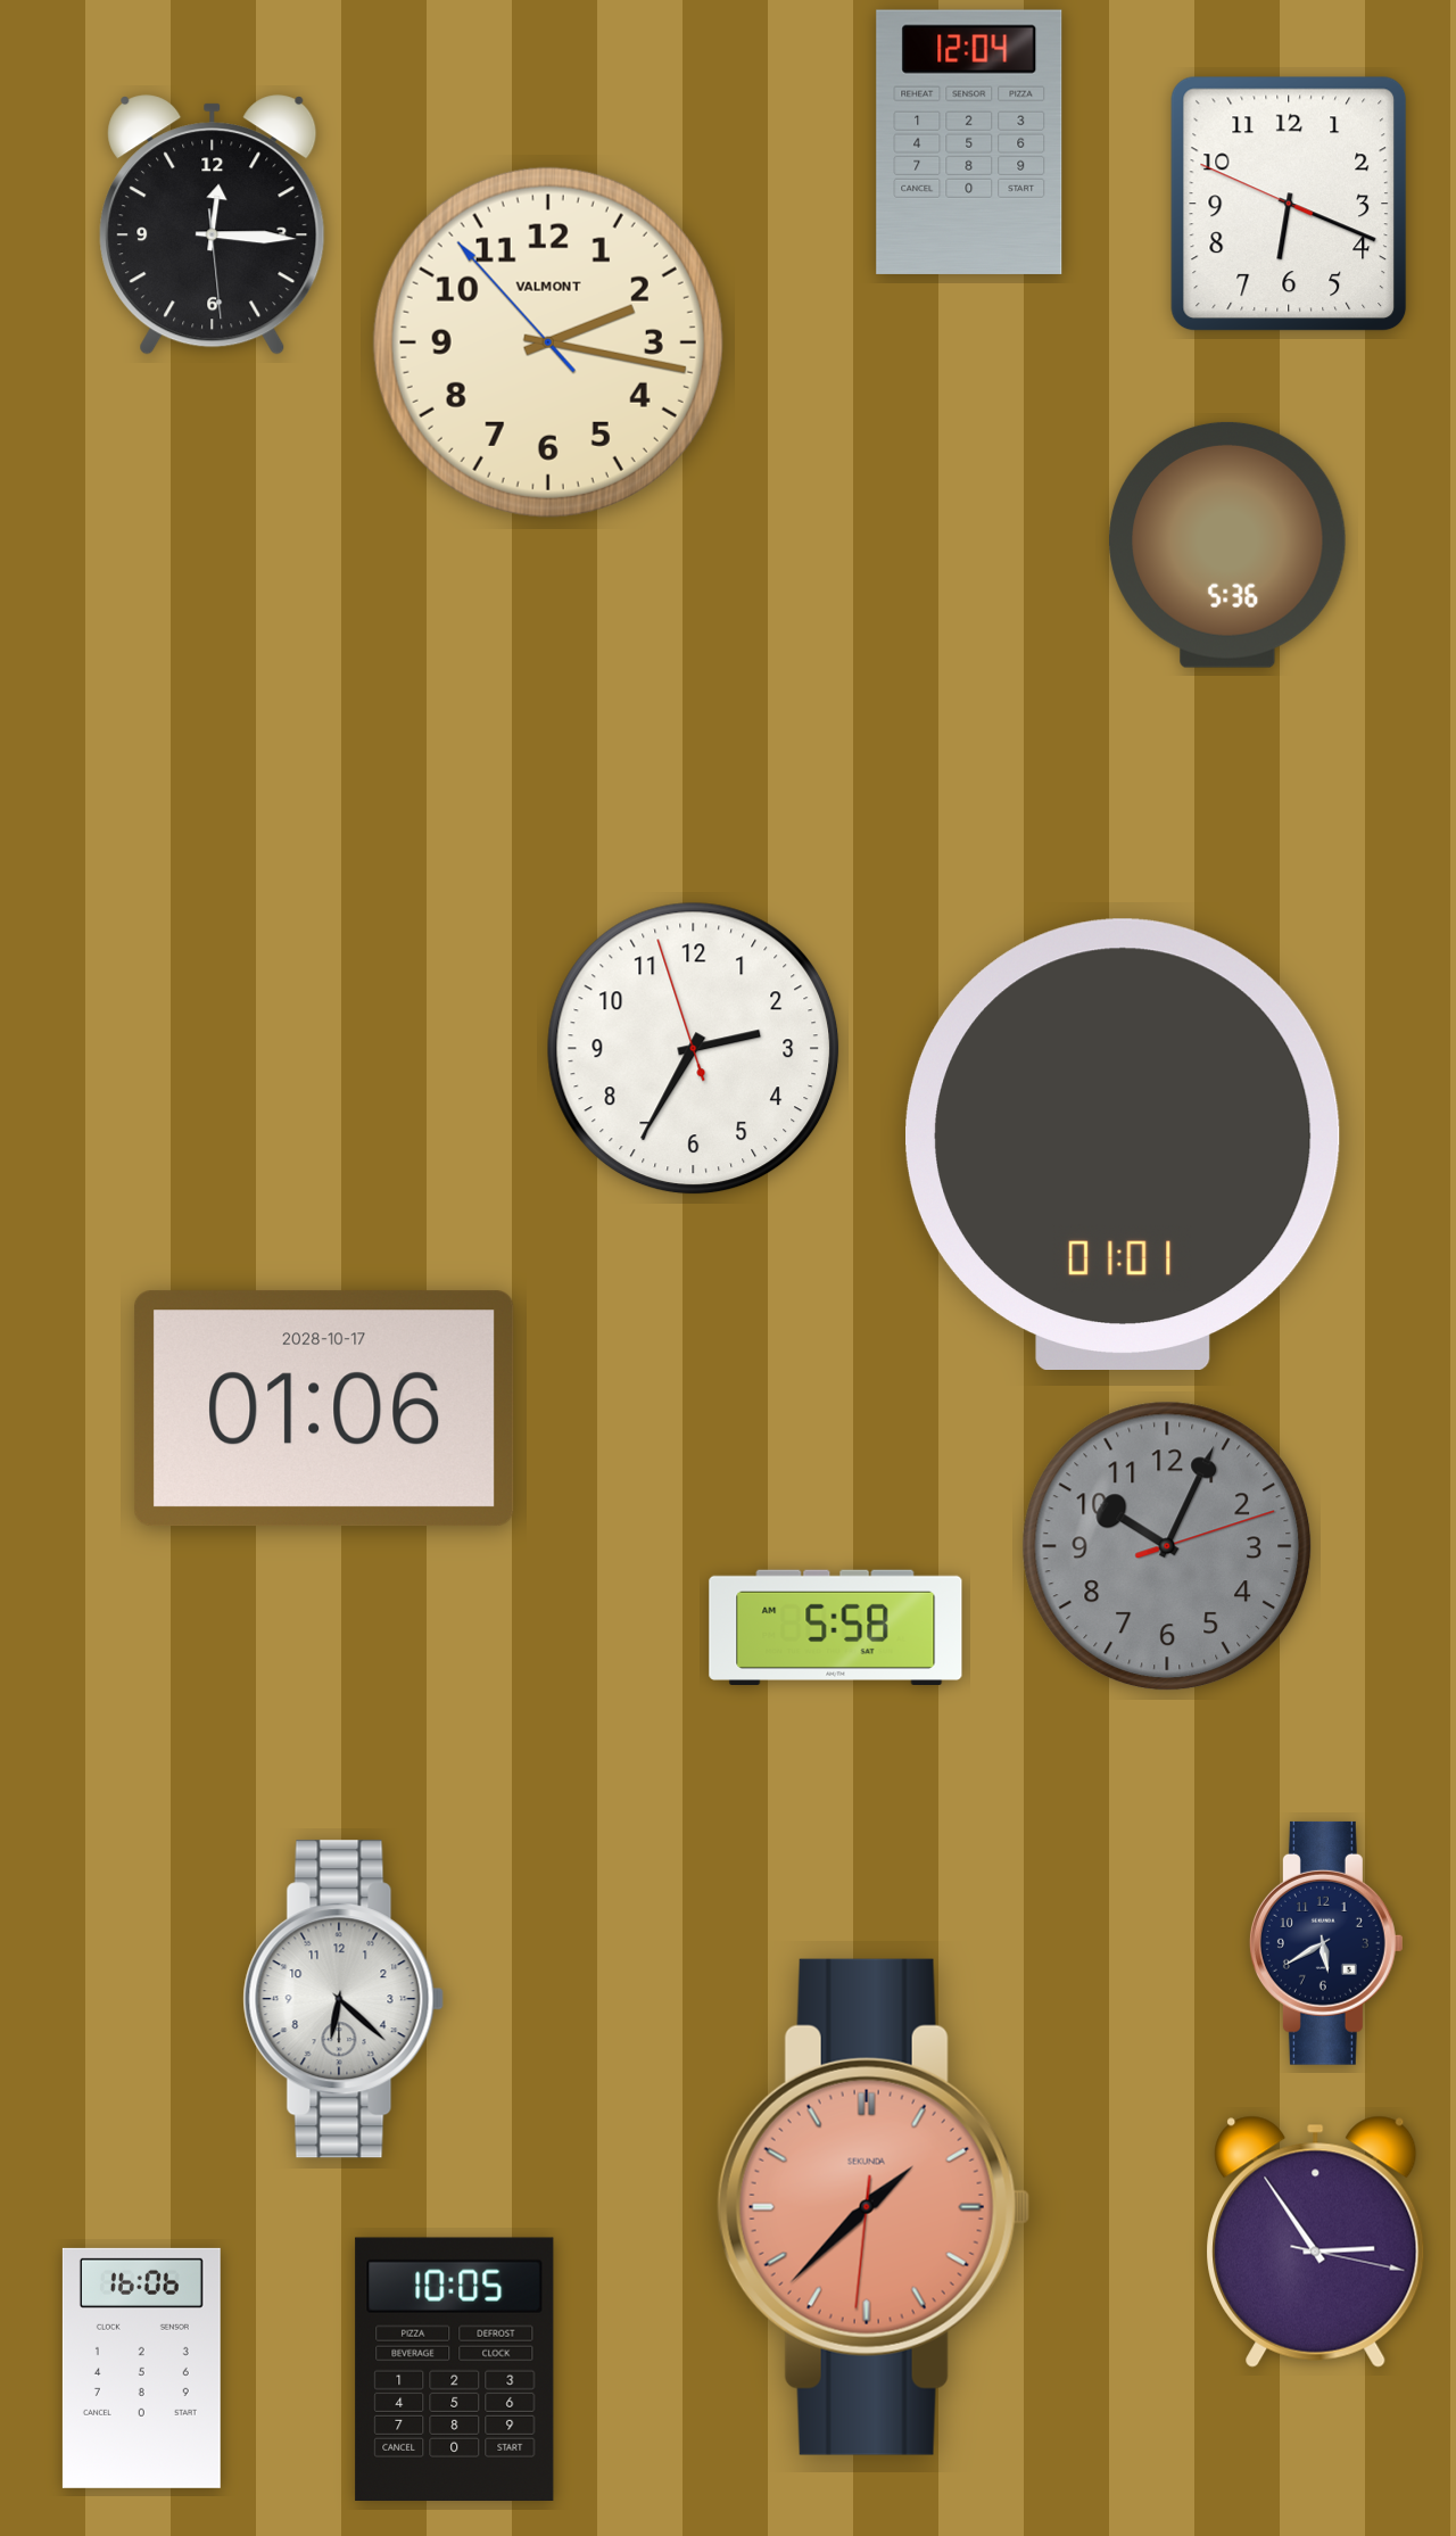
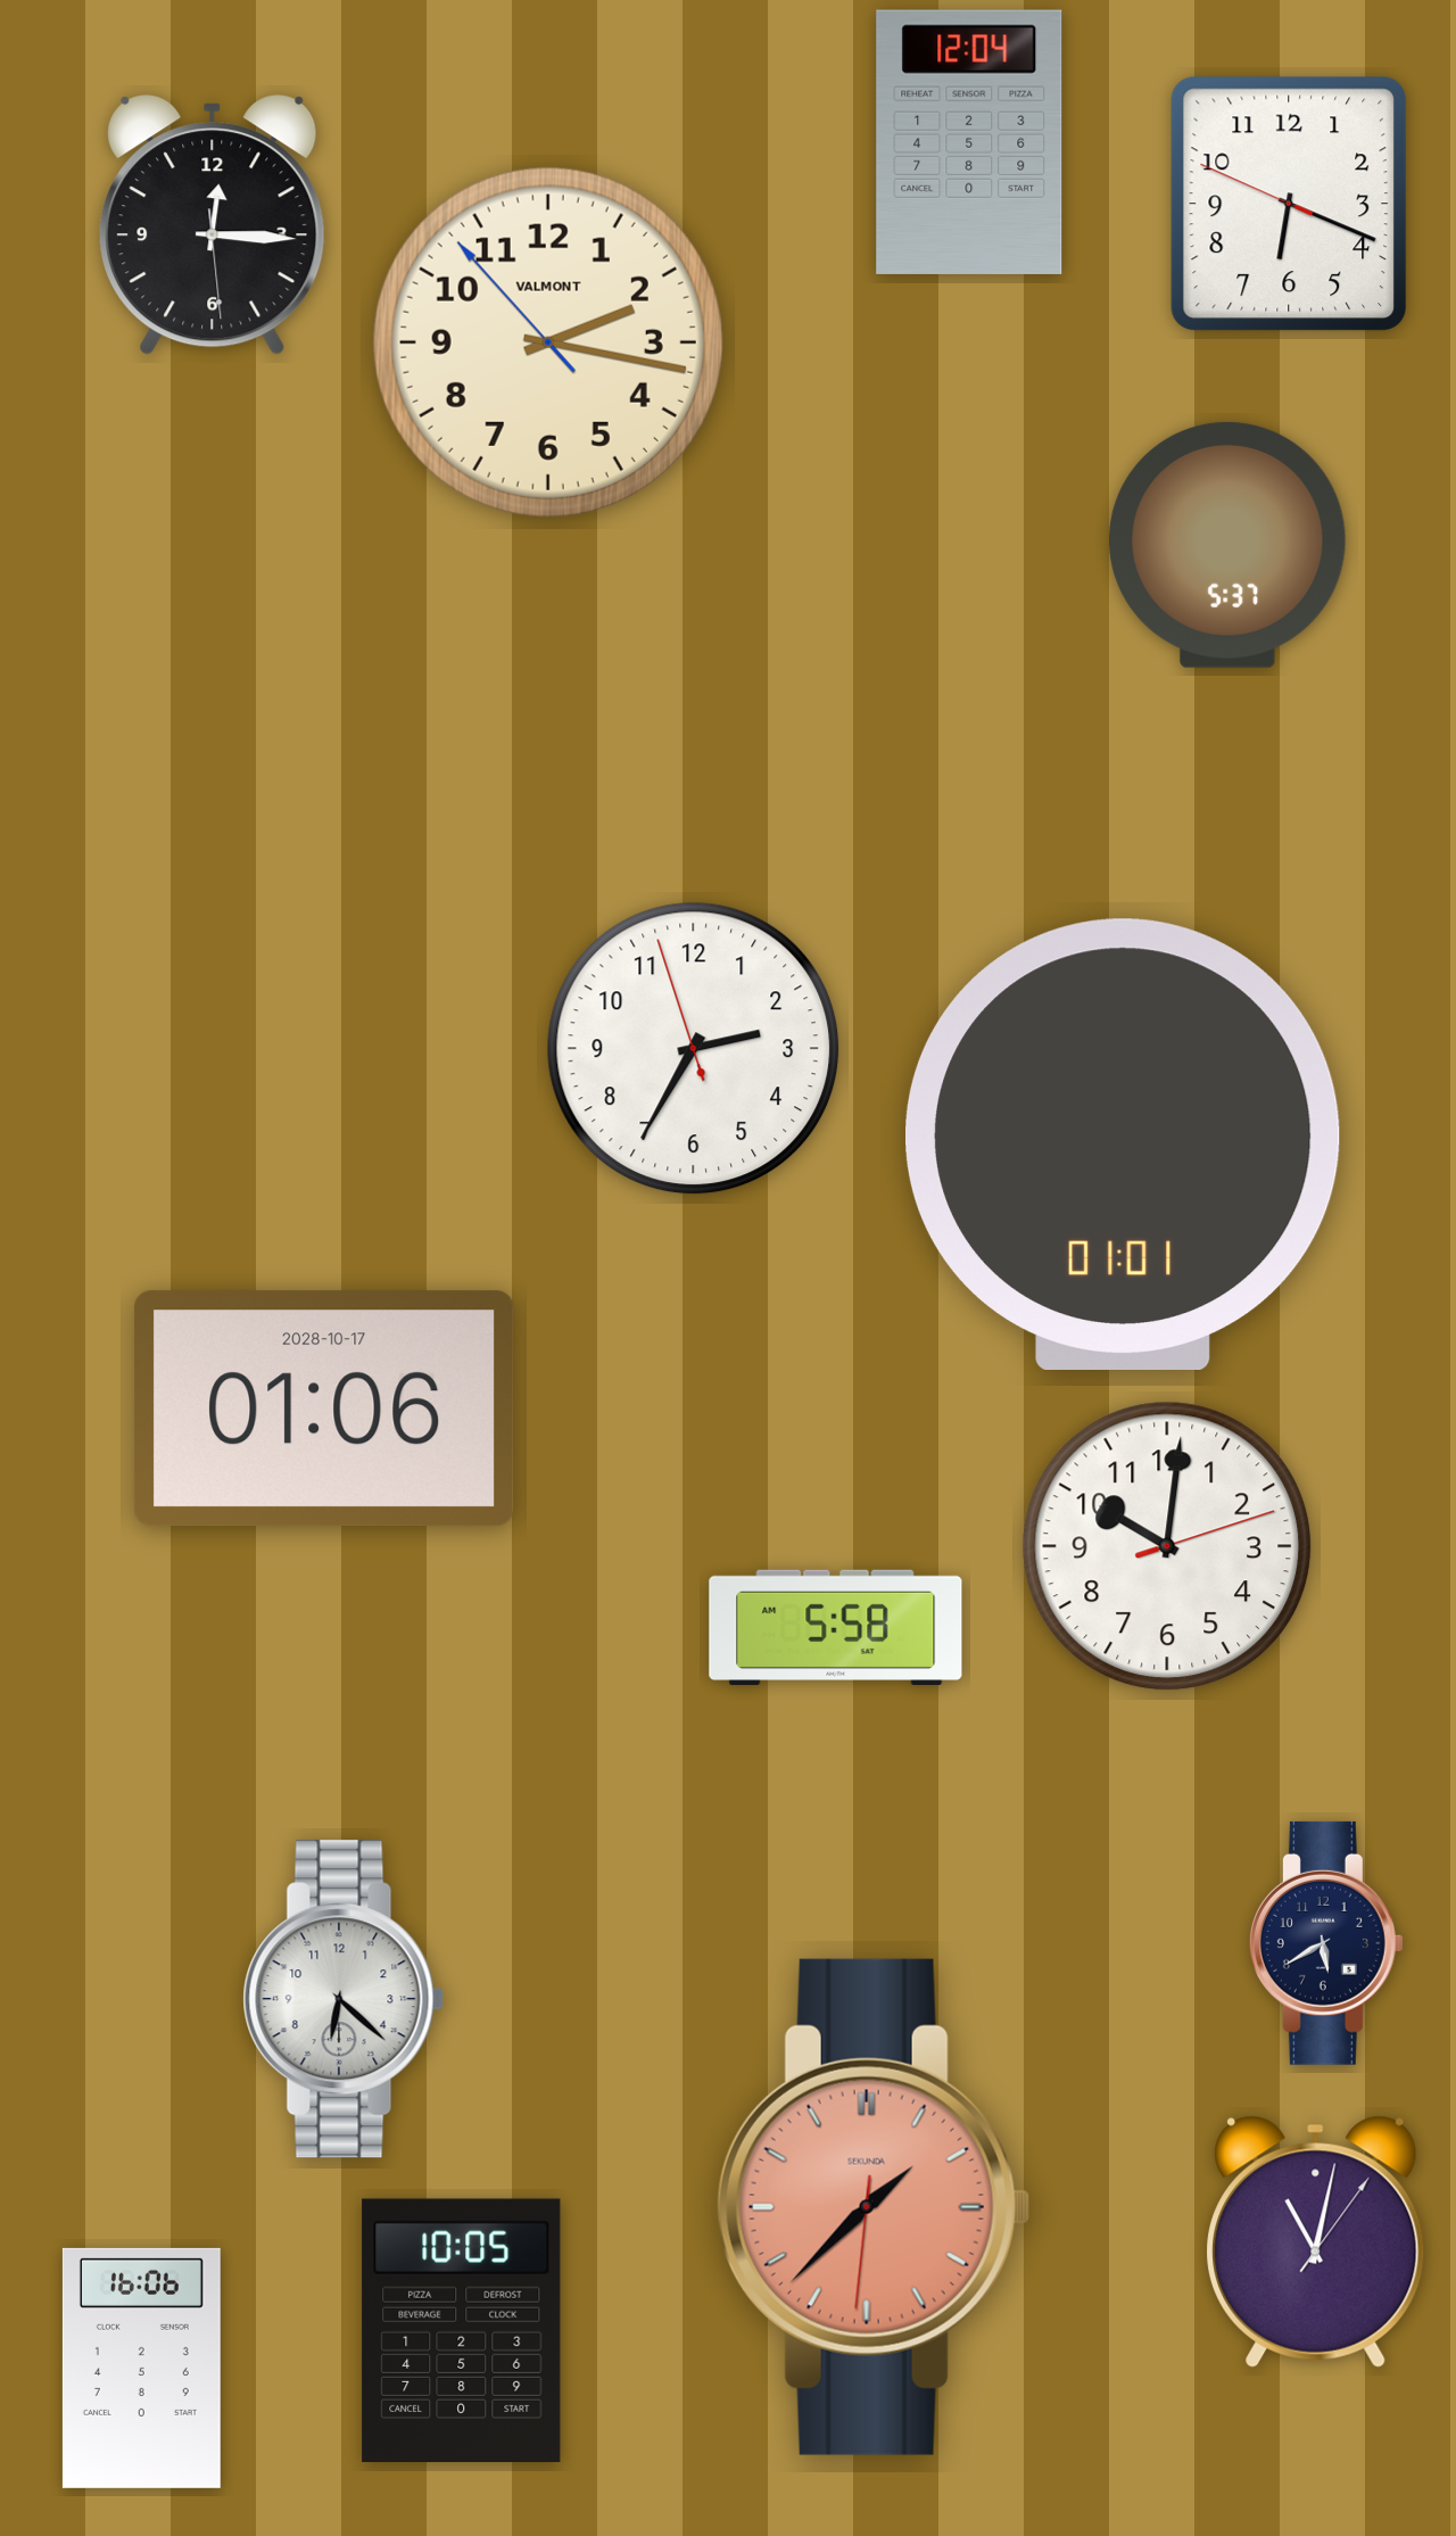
clock at (1228, 545): 5:36 -> 5:37
clock at (1167, 1546): 10:04 -> 10:01
clock at (1167, 1546) dial: grey -> white
clock at (1316, 2241): 2:54 -> 11:02
clock at (455, 2369) position: (455, 2369) -> (462, 2330)
